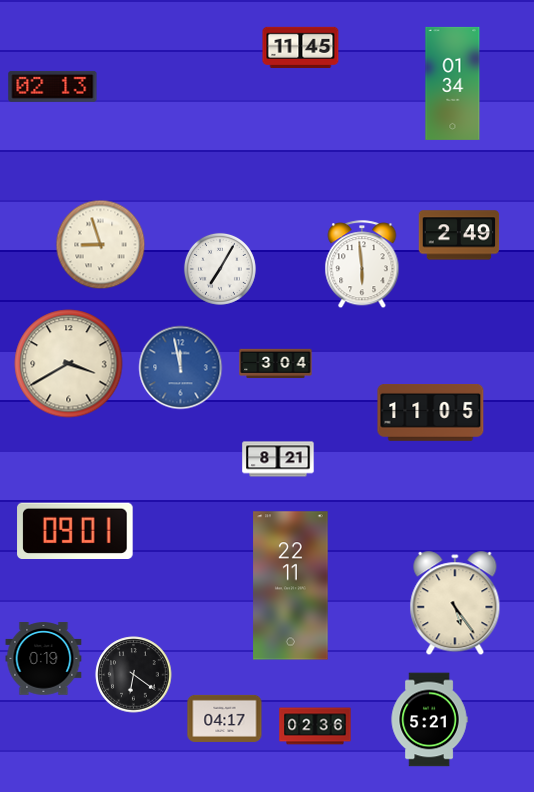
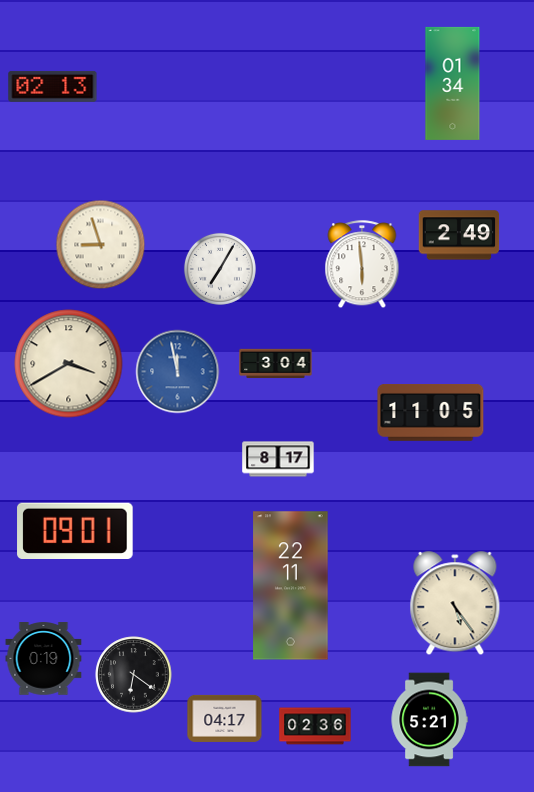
clock at (301, 47): 11:45 -> none
clock at (181, 368) position: (181, 368) -> (178, 372)
clock at (278, 459): 8:21 -> 8:17
